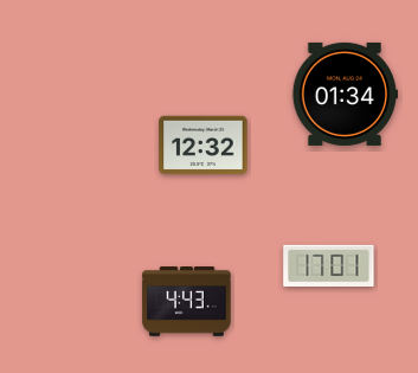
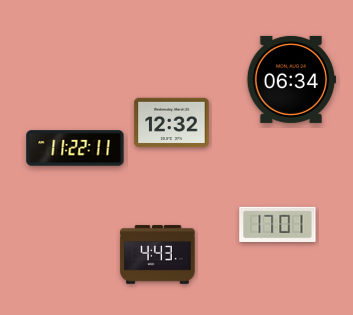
clock at (343, 94): 01:34 -> 06:34
clock at (75, 148): none -> 11:22
